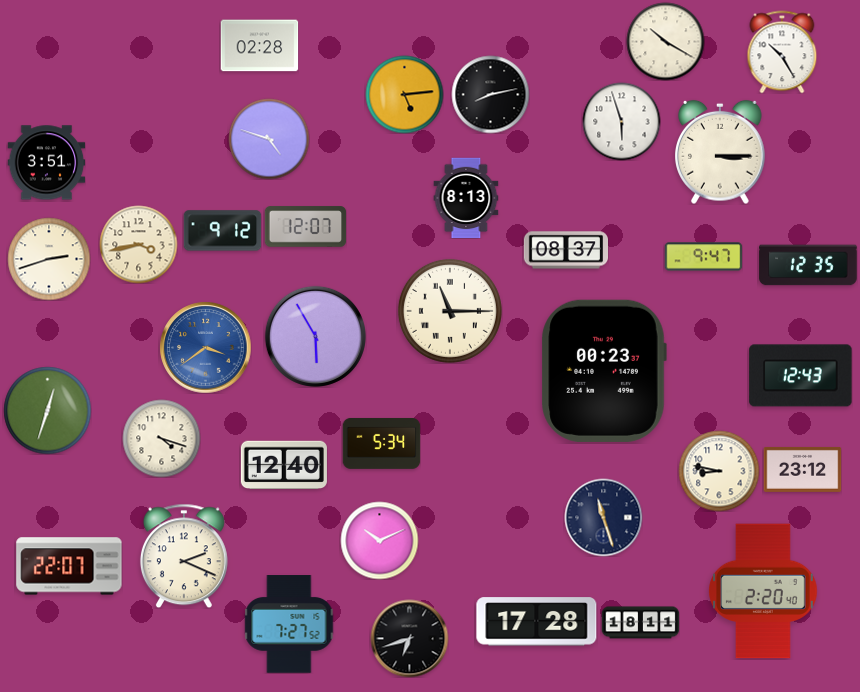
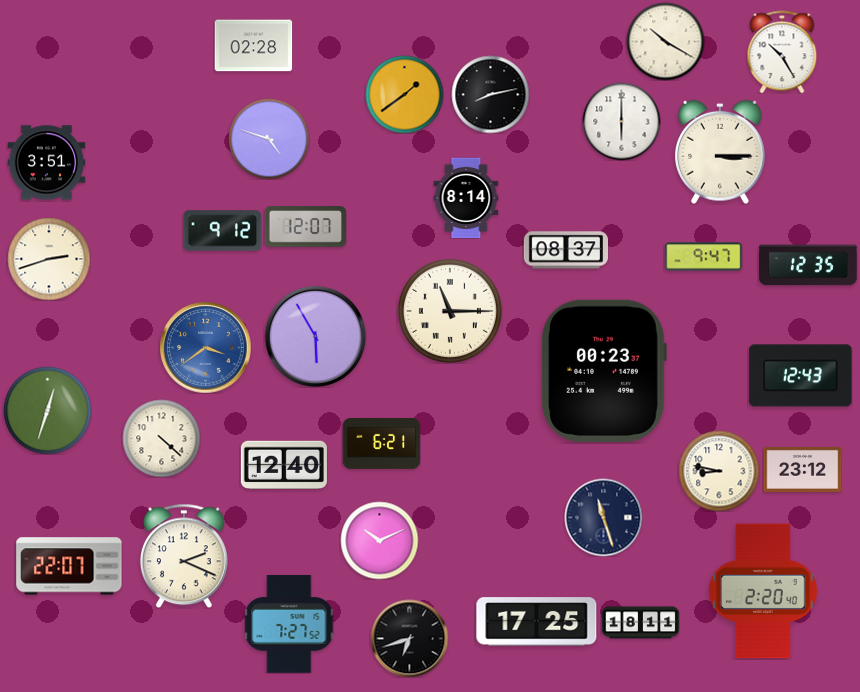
clock at (259, 46) position: (259, 46) -> (253, 46)
clock at (404, 94): 5:14 -> 1:39
clock at (621, 121): 5:57 -> 6:00
clock at (466, 198): 8:13 -> 8:14
clock at (138, 244): 3:43 -> none
clock at (161, 438): 4:18 -> 4:22
clock at (381, 444): 5:34 -> 6:21
clock at (537, 622): 17:28 -> 17:25
